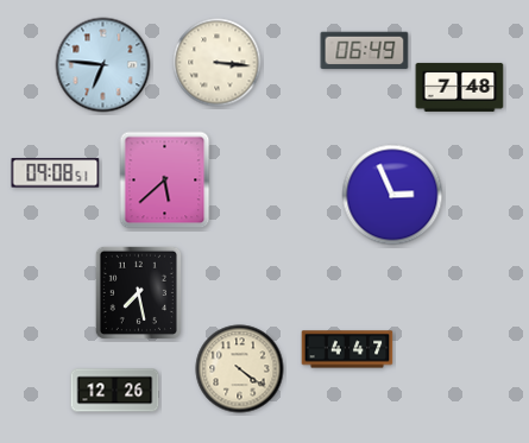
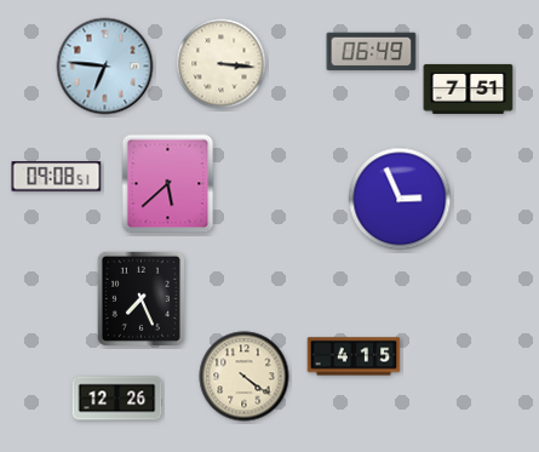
clock at (460, 87): 7:48 -> 7:51
clock at (138, 292): 7:28 -> 7:26
clock at (347, 349): 4:47 -> 4:15
